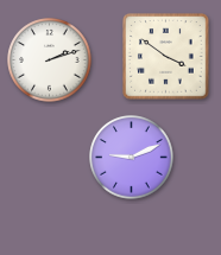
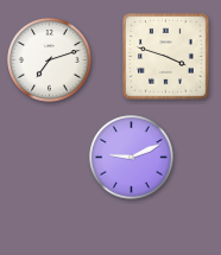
clock at (166, 57): 3:51 -> 3:48
clock at (50, 60): 2:12 -> 7:12
